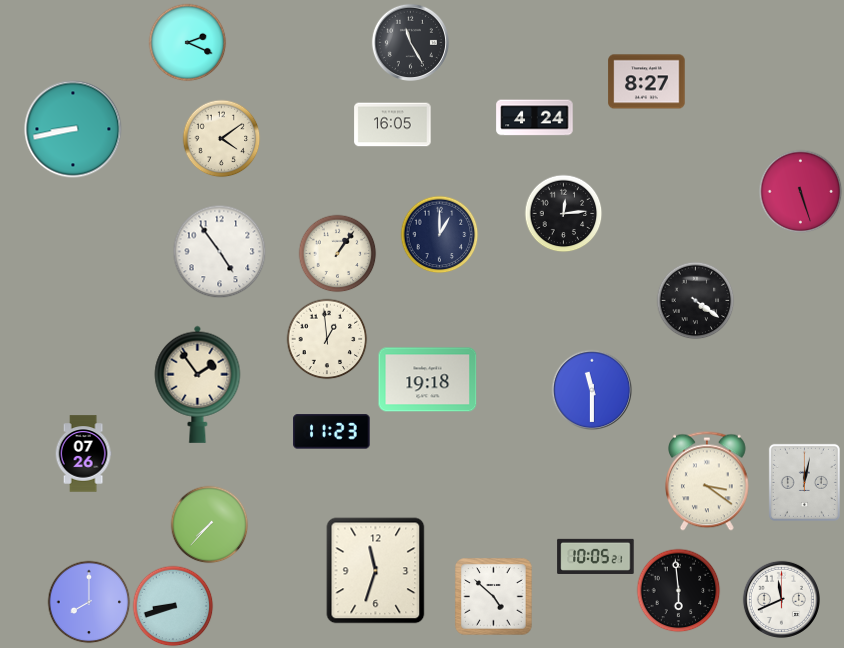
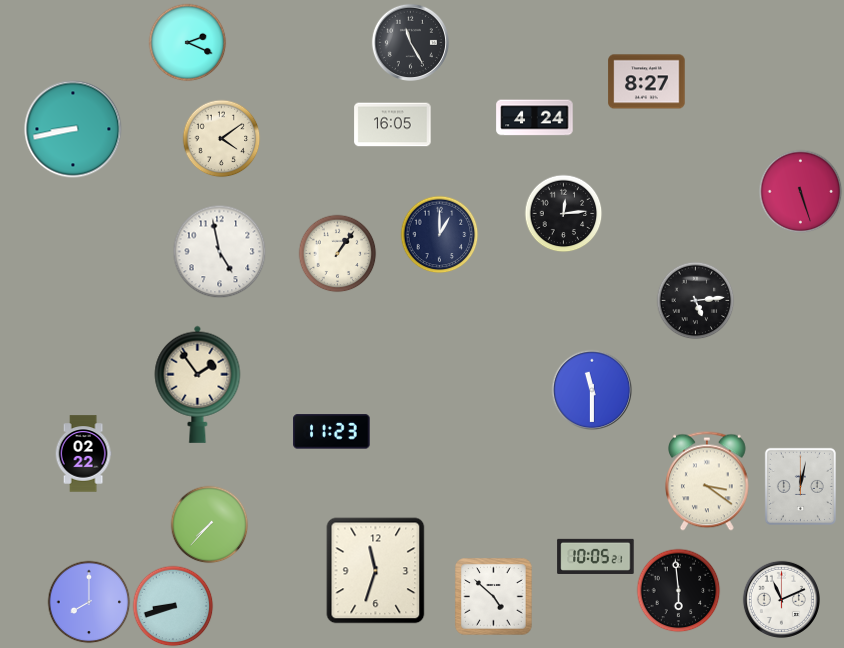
clock at (219, 251): 4:54 -> 4:58
clock at (695, 300): 4:21 -> 5:14
clock at (327, 339): 12:59 -> none
clock at (428, 380): 19:18 -> none
clock at (83, 454): 07:26 -> 02:22
clock at (804, 482) position: (804, 482) -> (800, 486)
clock at (781, 599): 11:41 -> 11:11
